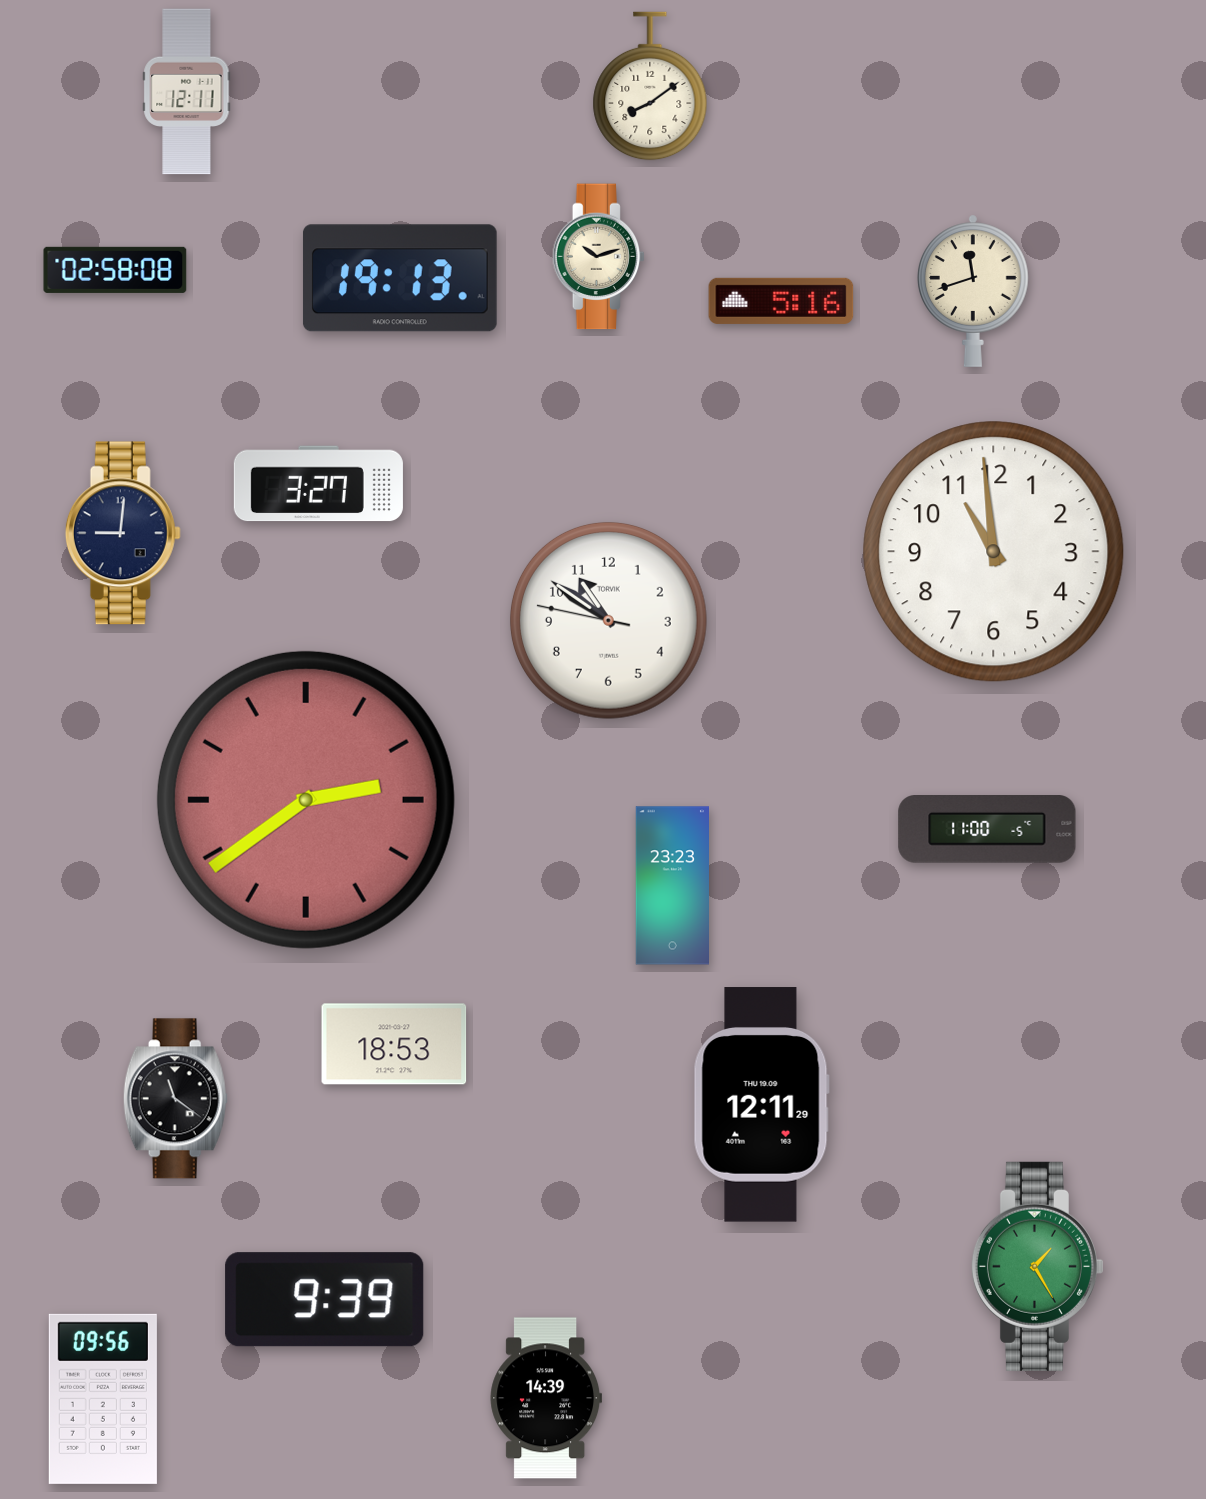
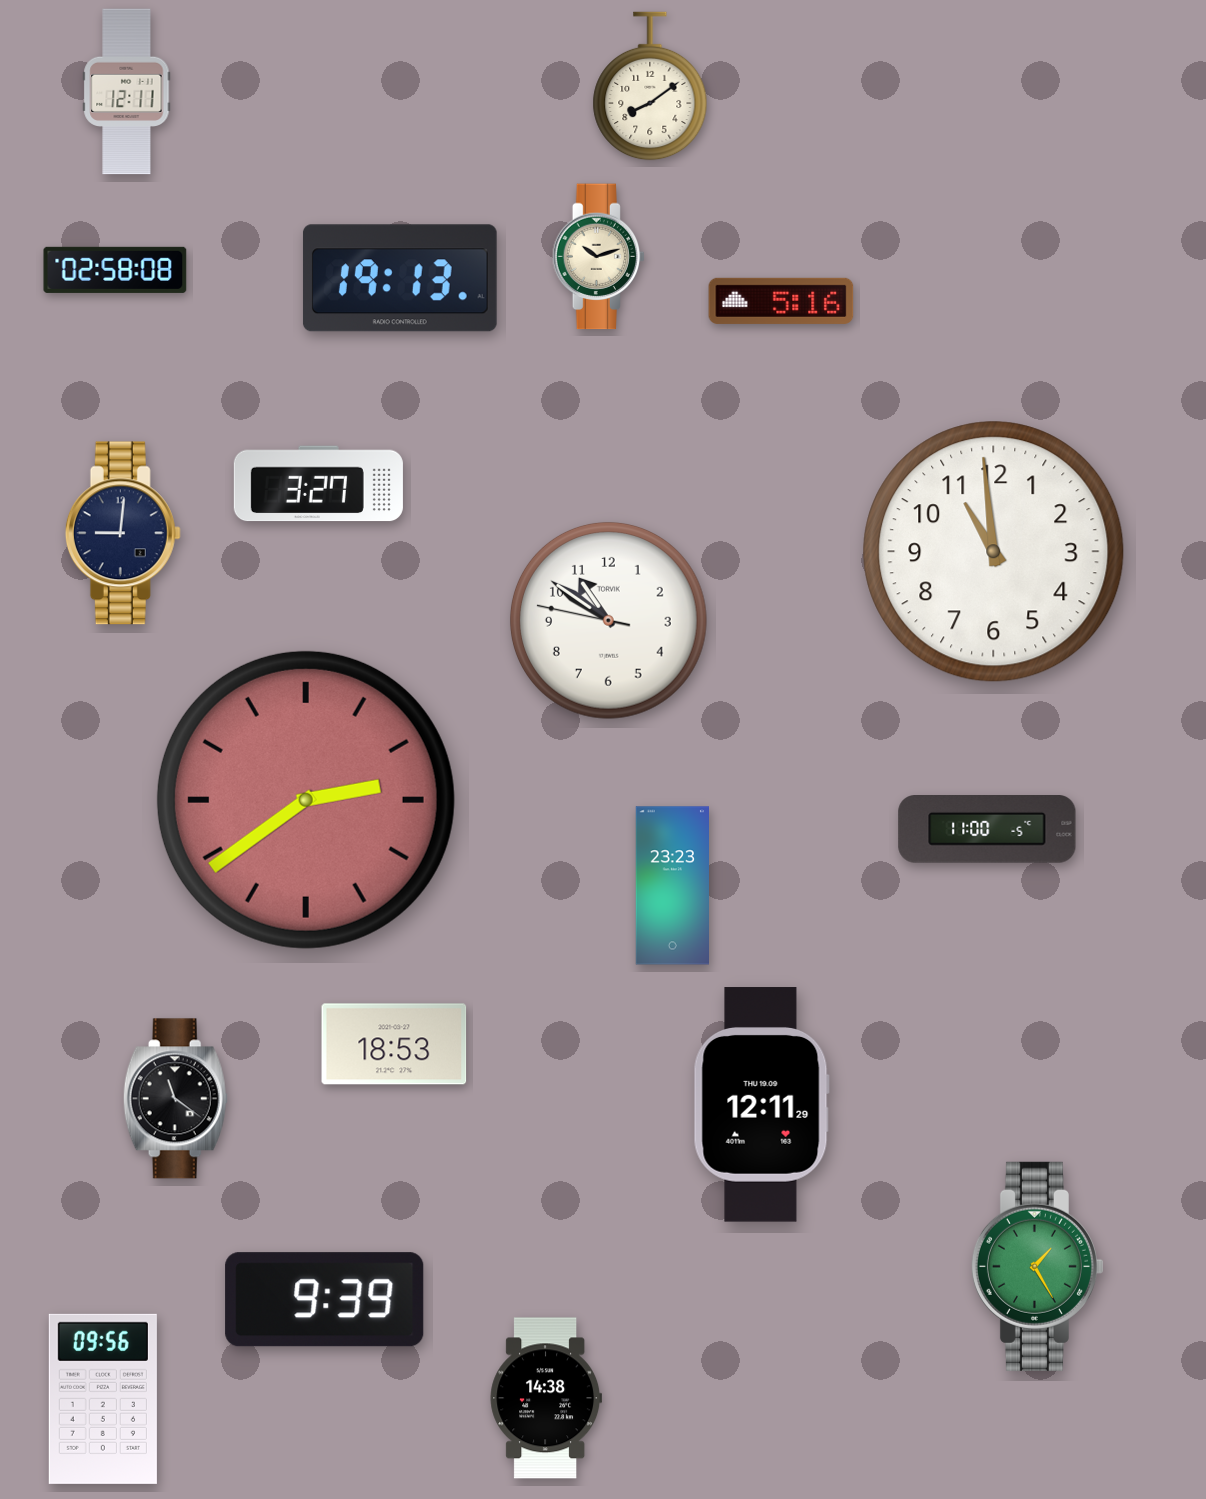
clock at (187, 92) position: (187, 92) -> (127, 92)
clock at (973, 291): 11:42 -> none
clock at (545, 1398): 14:39 -> 14:38
